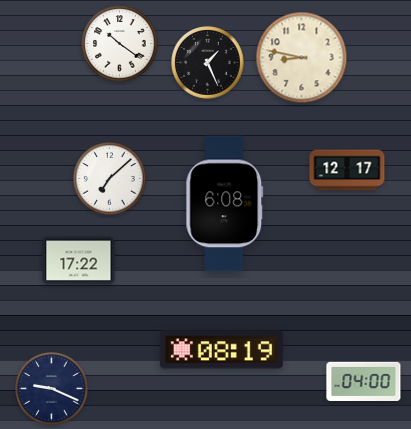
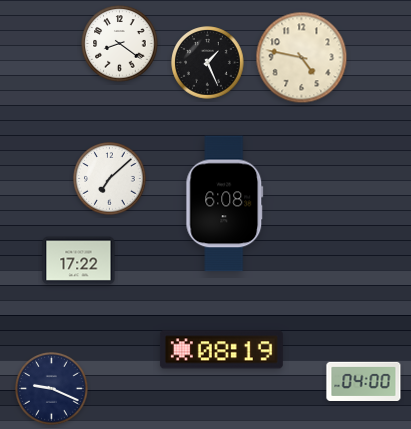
clock at (120, 44): 10:21 -> 8:21
clock at (302, 58): 8:47 -> 4:47
clock at (347, 170): 12:17 -> none
